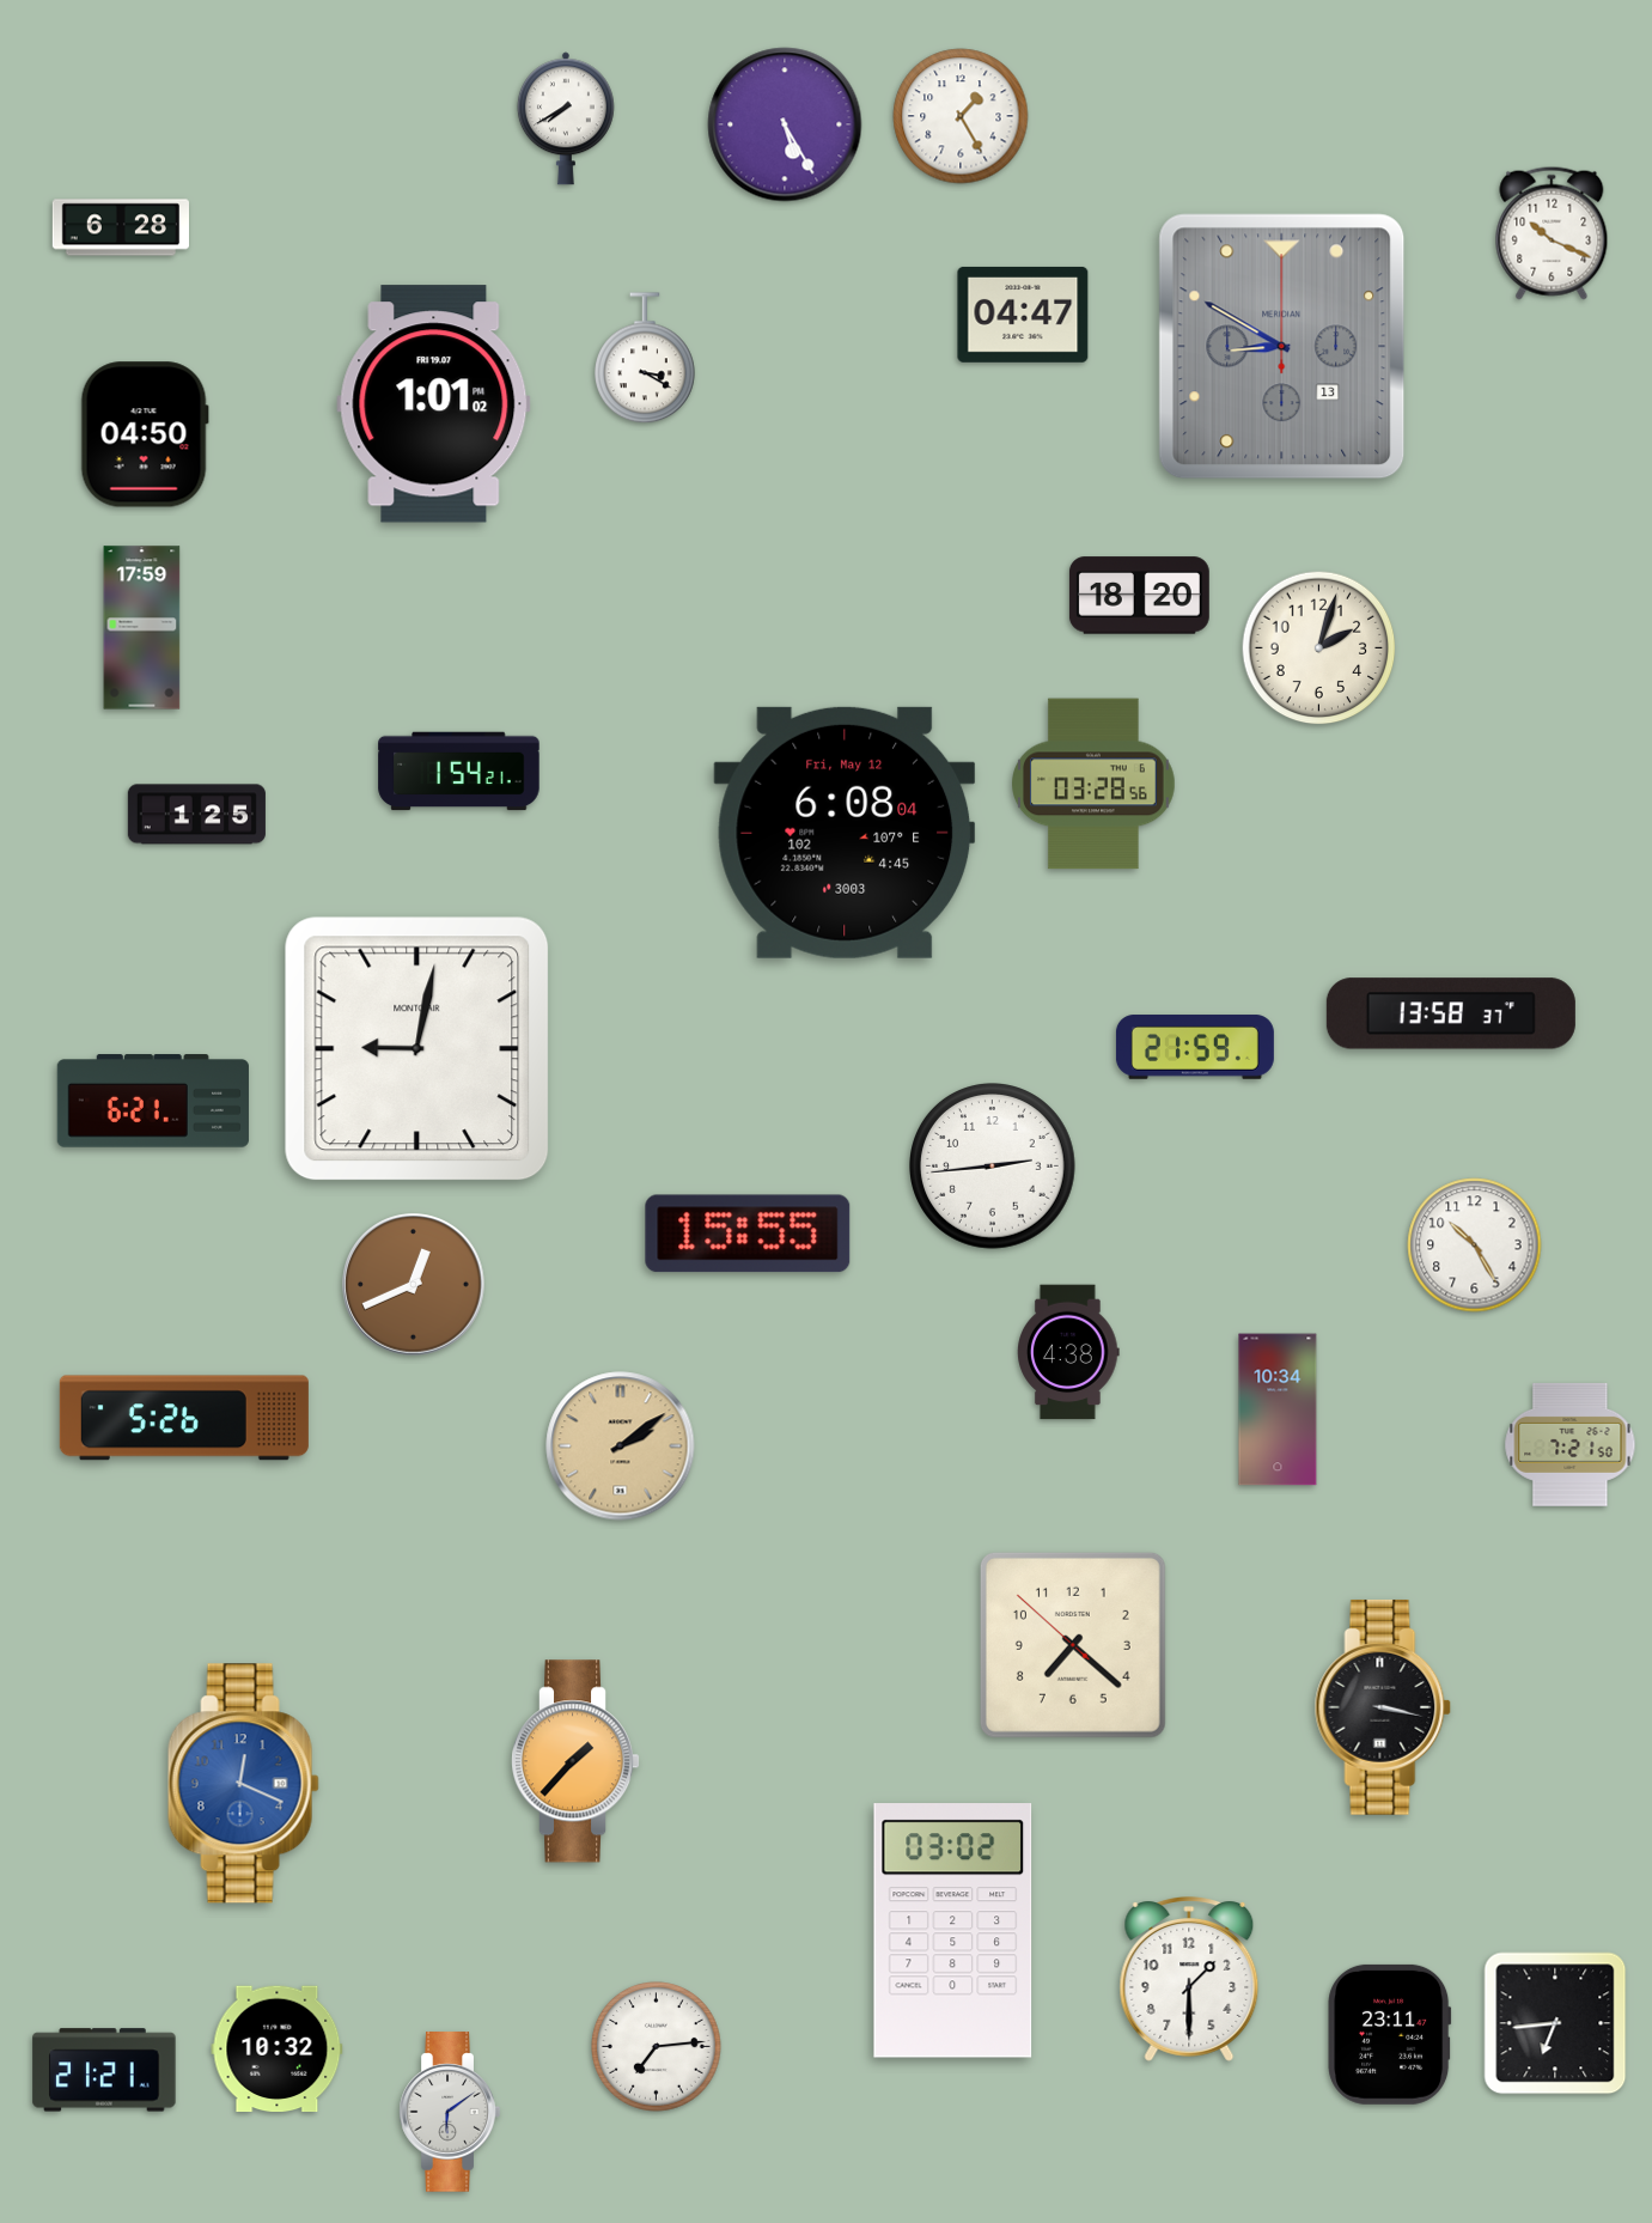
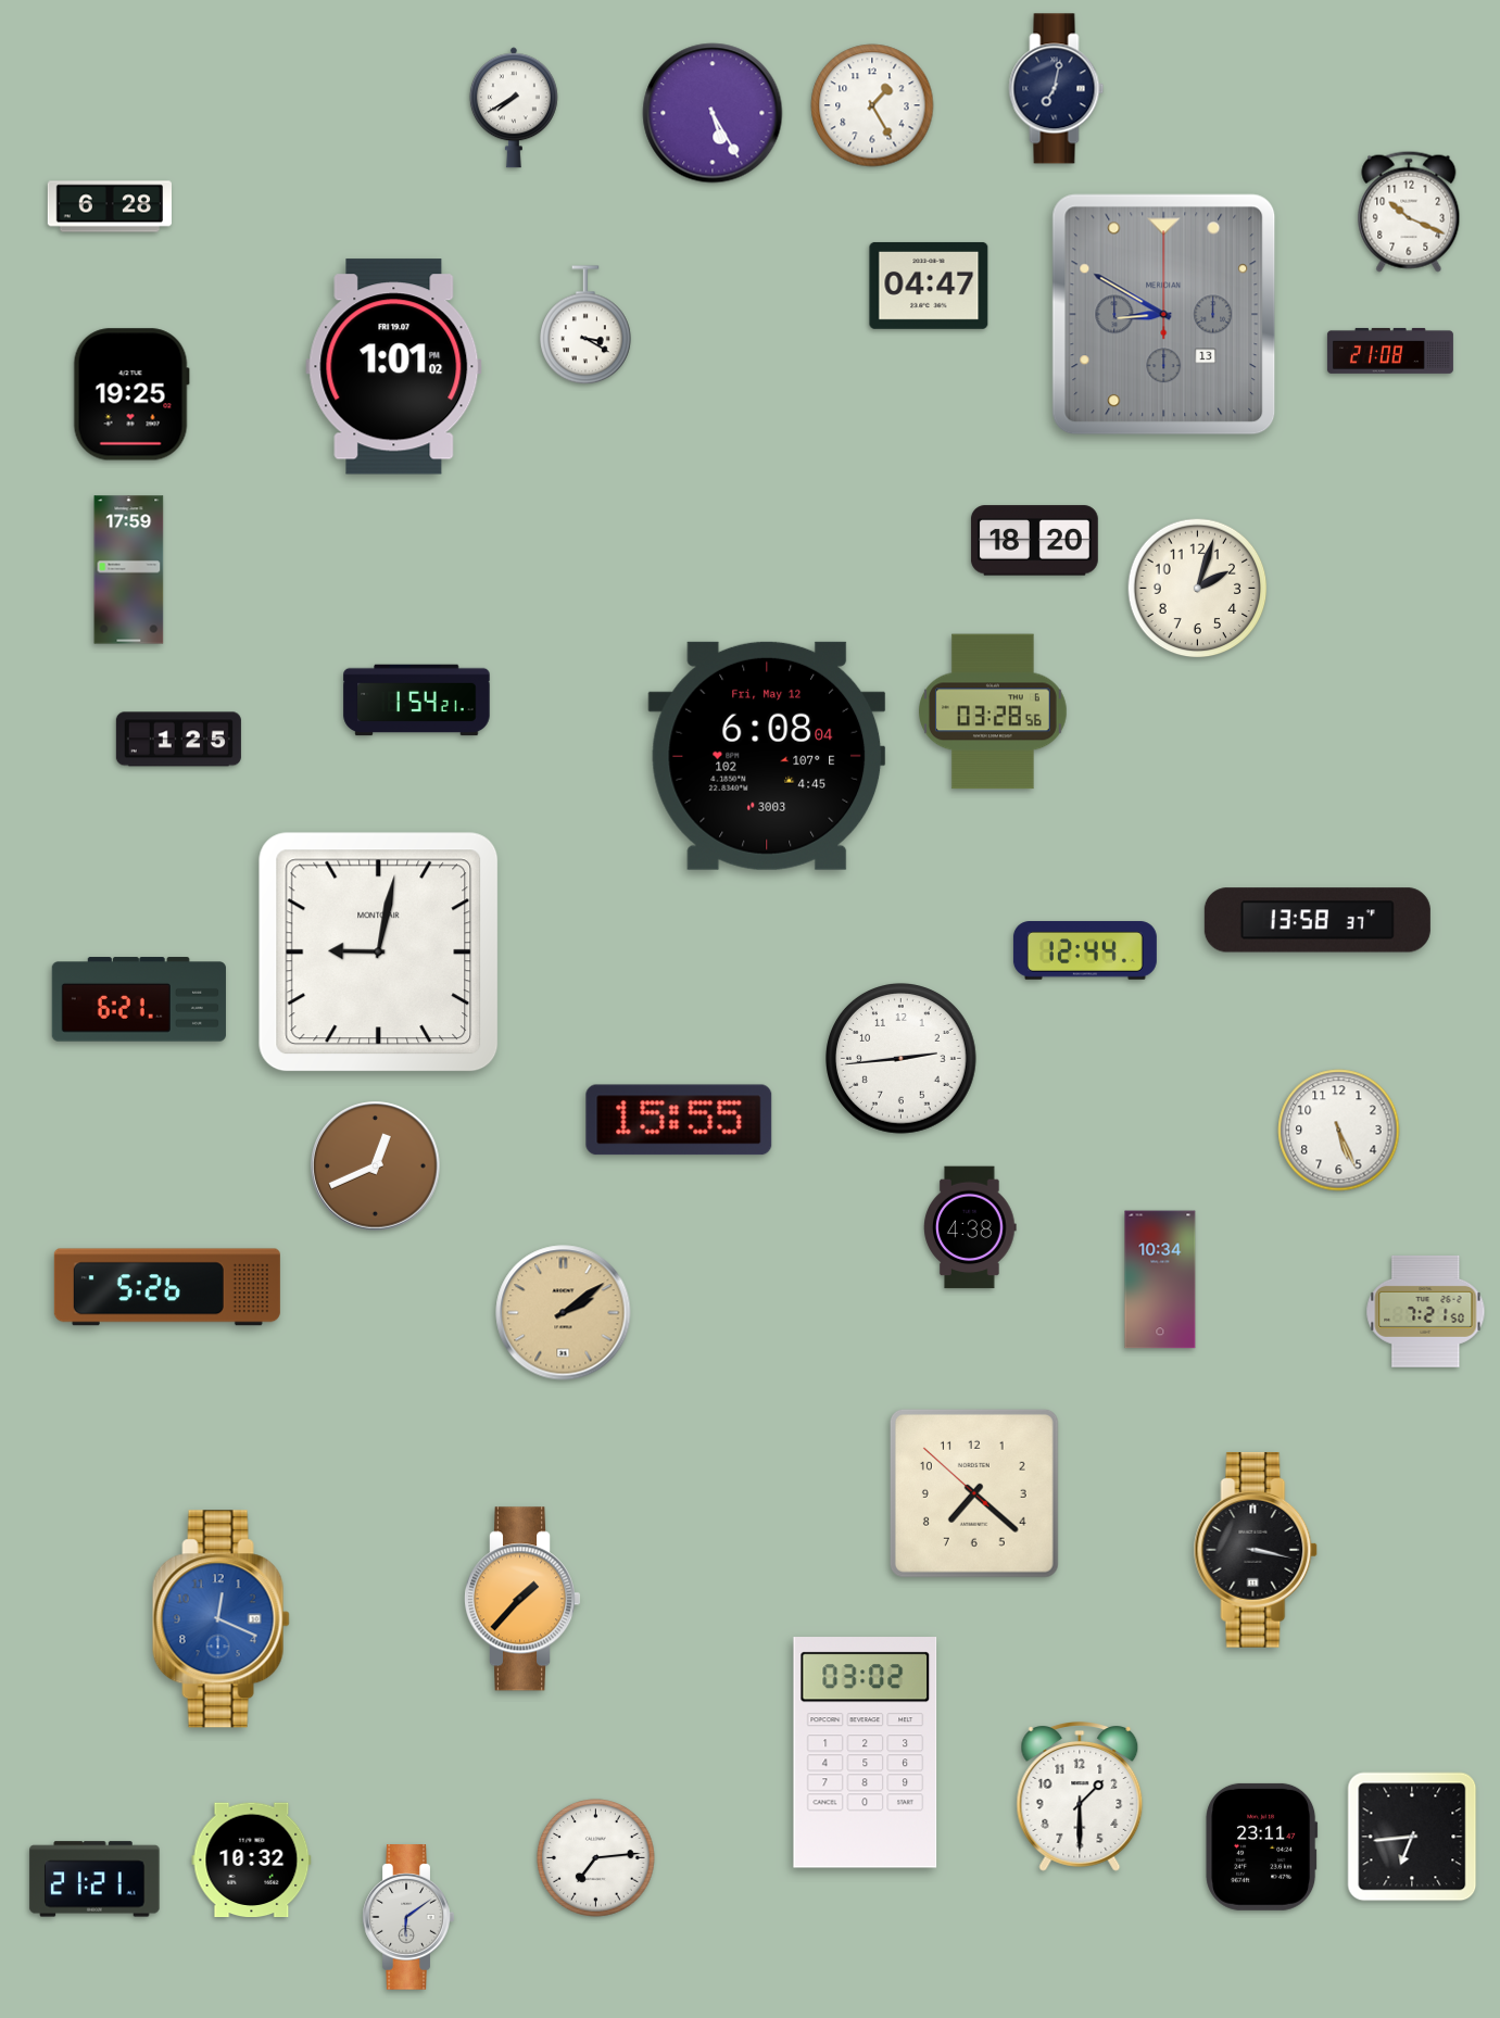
clock at (1057, 89): none -> 7:02
clock at (1390, 351): none -> 21:08
clock at (145, 434): 04:50 -> 19:25
clock at (1195, 1047): 21:59 -> 12:44
clock at (1475, 1246): 10:25 -> 5:26
